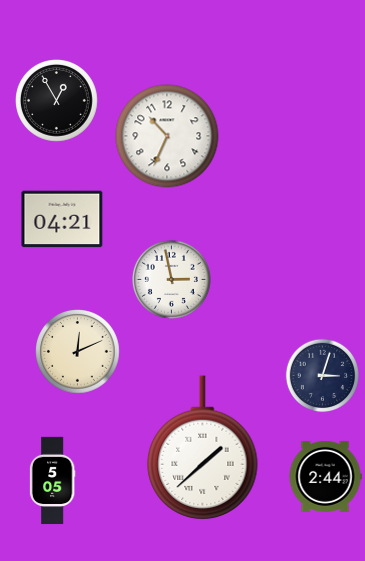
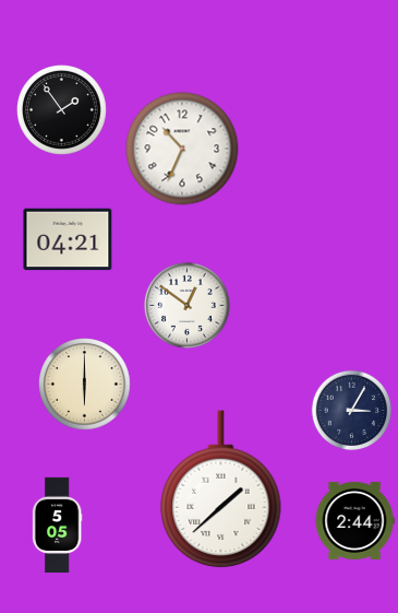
clock at (57, 101): 12:55 -> 1:54
clock at (171, 279): 2:58 -> 12:51
clock at (78, 352): 12:11 -> 6:00
clock at (323, 376): 3:03 -> 3:05
